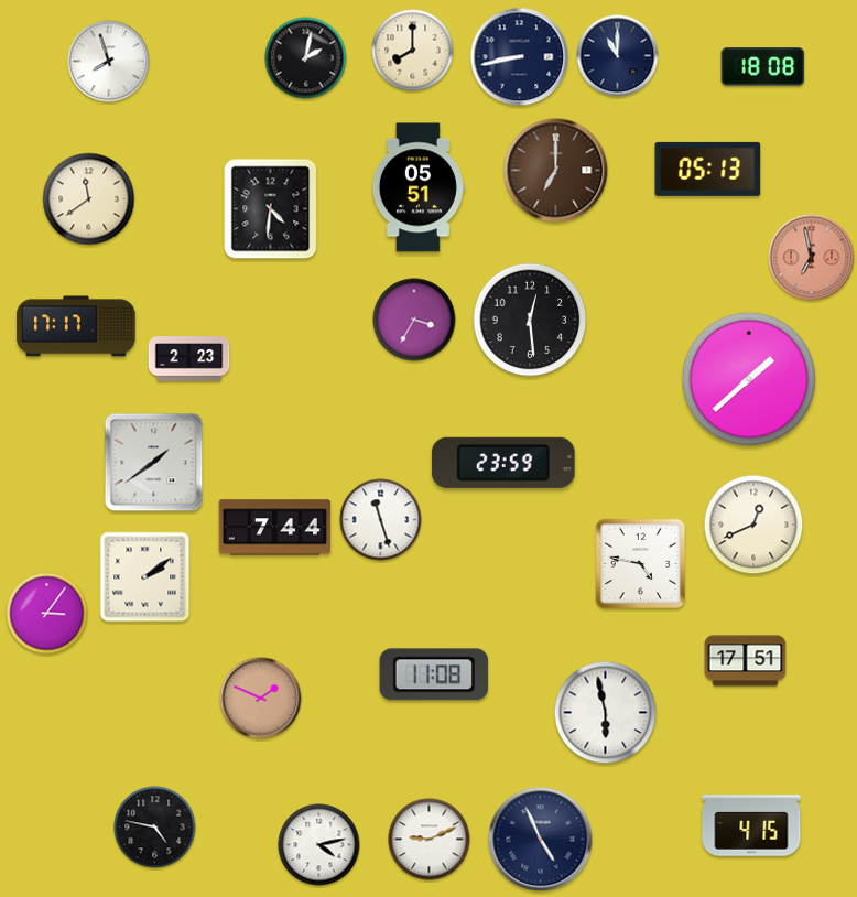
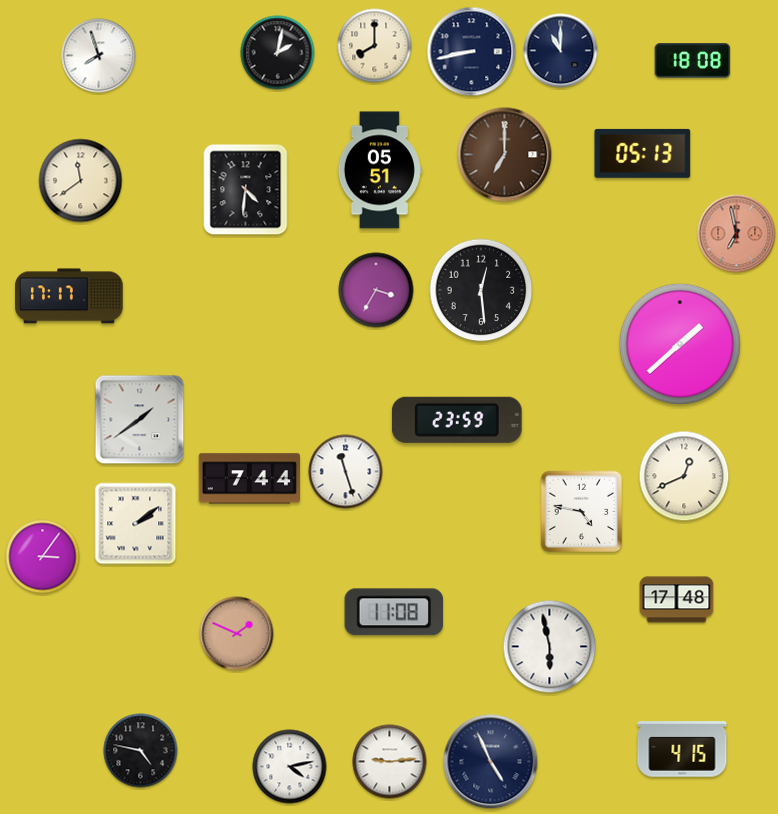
clock at (189, 359): 2:23 -> none
clock at (145, 577) position: (145, 577) -> (136, 524)
clock at (746, 661): 17:51 -> 17:48
clock at (430, 840): 9:11 -> 9:14
